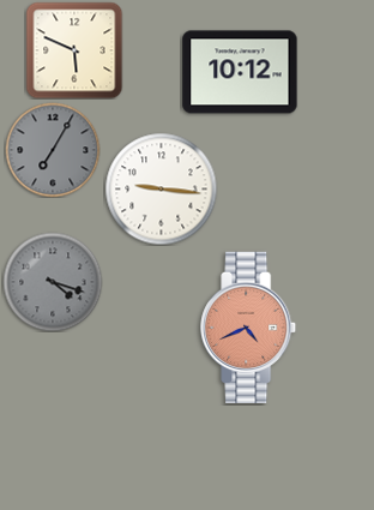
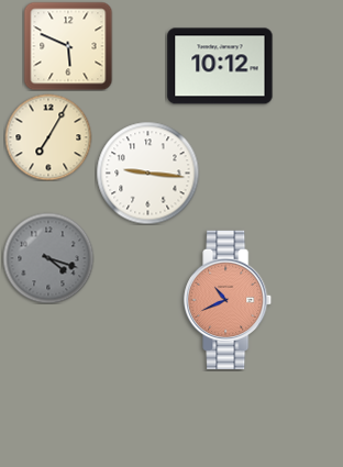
clock at (53, 150) dial: grey -> cream
clock at (249, 326): 4:41 -> 10:41
